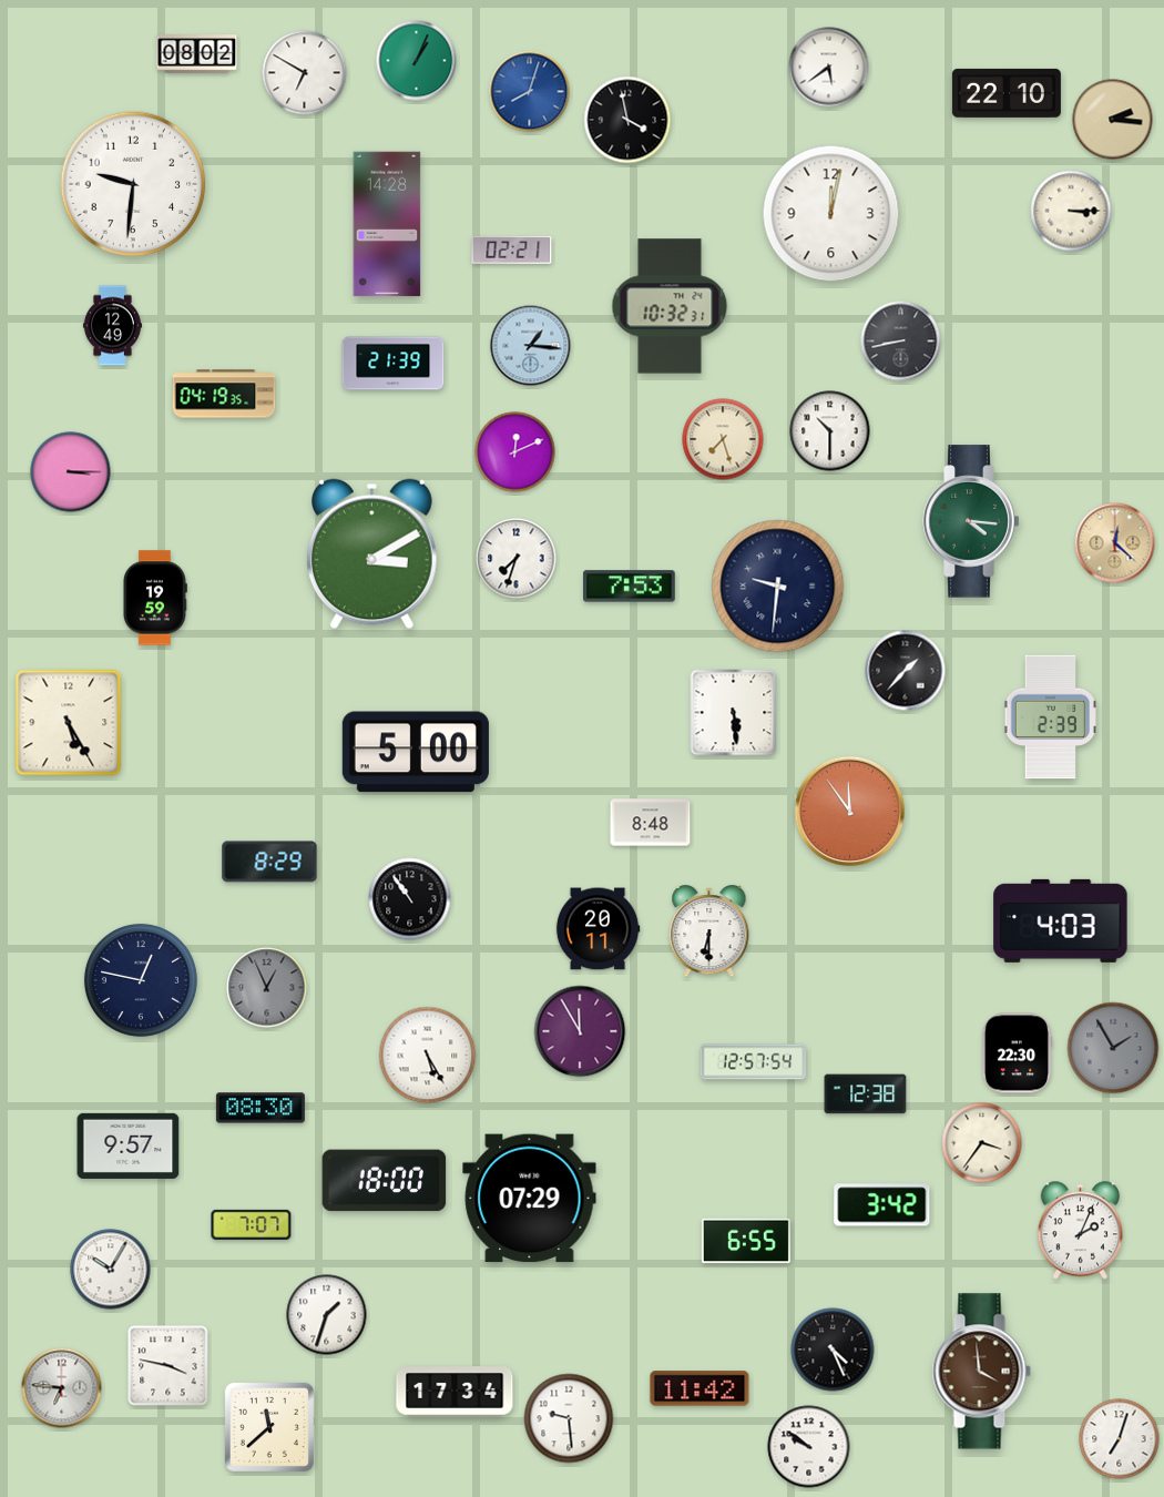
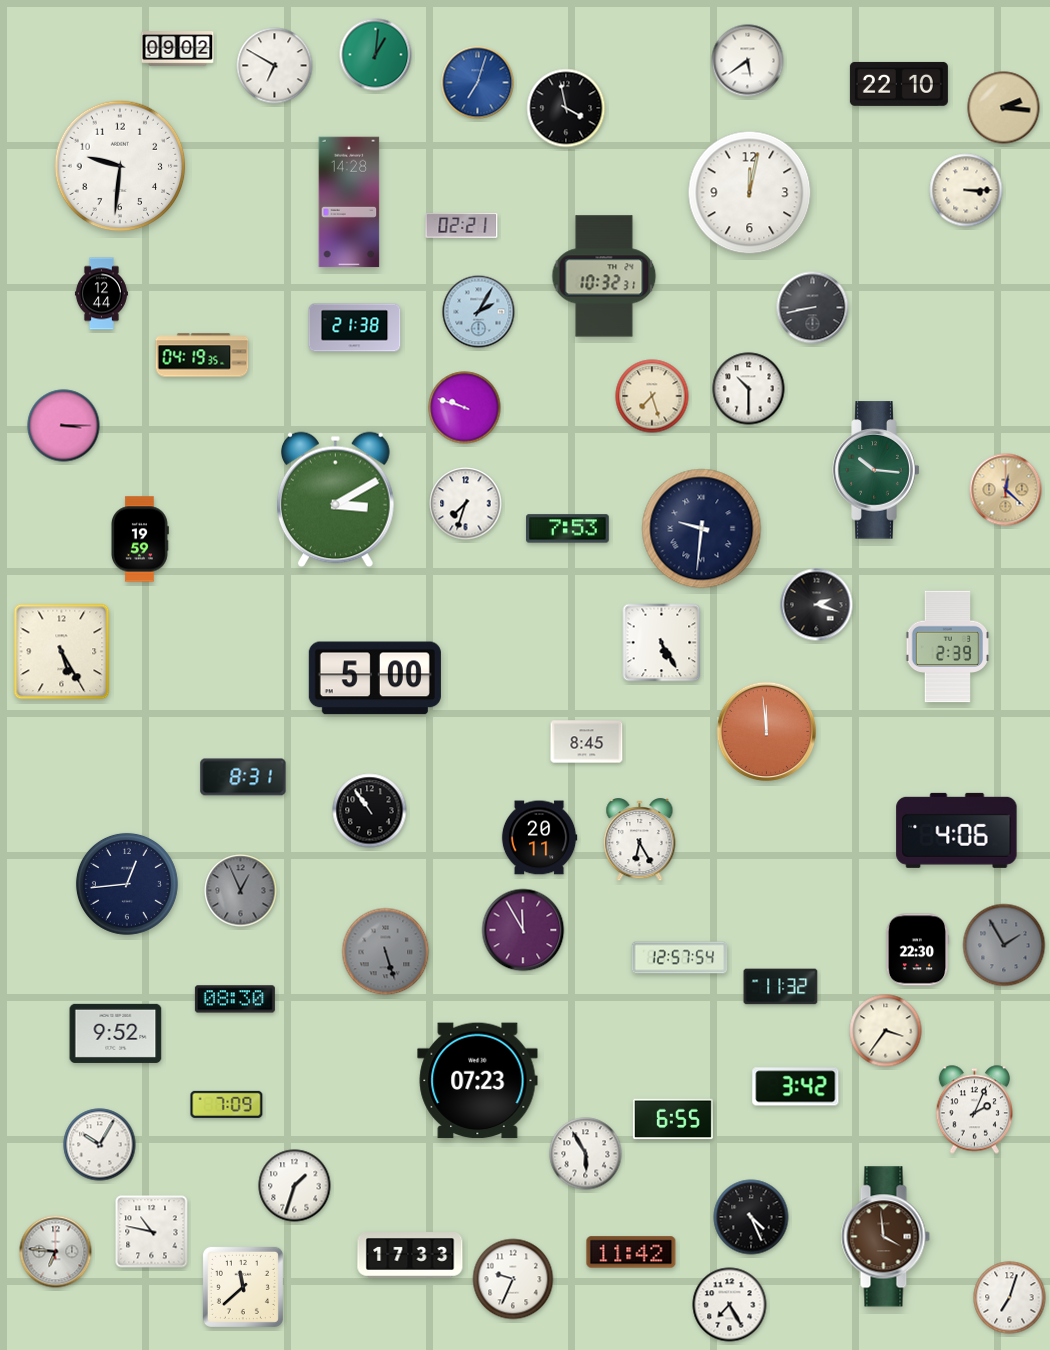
clock at (197, 54): 08:02 -> 09:02
clock at (417, 61): 1:04 -> 1:01
clock at (530, 92): 8:03 -> 7:03
clock at (1007, 93) position: (1007, 93) -> (899, 84)
clock at (112, 326): 12:49 -> 12:44
clock at (531, 346): 1:16 -> 2:05
clock at (394, 364): 21:39 -> 21:38
clock at (515, 452): 12:11 -> 9:48
clock at (971, 521): 4:16 -> 10:16
clock at (906, 671): 1:37 -> 2:18
clock at (734, 713): 5:29 -> 5:25
clock at (849, 811): 11:54 -> 11:59
clock at (651, 823): 8:48 -> 8:45
clock at (269, 862): 8:29 -> 8:31
clock at (1061, 920): 4:03 -> 4:06
clock at (709, 933): 6:30 -> 6:25
clock at (141, 980): 12:47 -> 12:44
clock at (428, 1056): 5:25 -> 5:27
clock at (428, 1056) dial: white -> grey
clock at (866, 1094): 12:38 -> 11:32
clock at (129, 1145): 9:57 -> 9:52
clock at (385, 1181): 18:00 -> none
clock at (530, 1199): 07:29 -> 07:23
clock at (252, 1224): 7:07 -> 7:09
clock at (586, 1154): none -> 5:55
clock at (169, 1366): 3:47 -> 10:47
clock at (455, 1392): 17:34 -> 17:33
clock at (569, 1418): 9:29 -> 9:34
clock at (809, 1447): 9:51 -> 7:25
